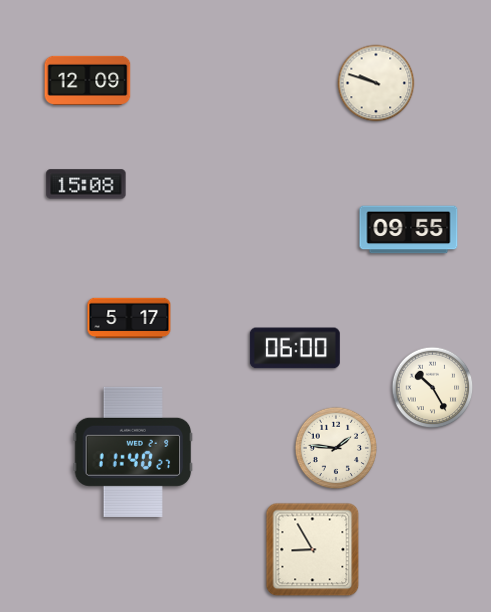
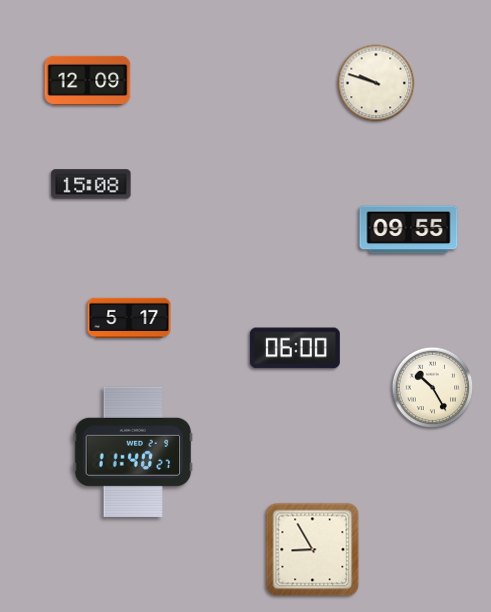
clock at (86, 184) position: (86, 184) -> (91, 184)
clock at (336, 448): 1:46 -> none
